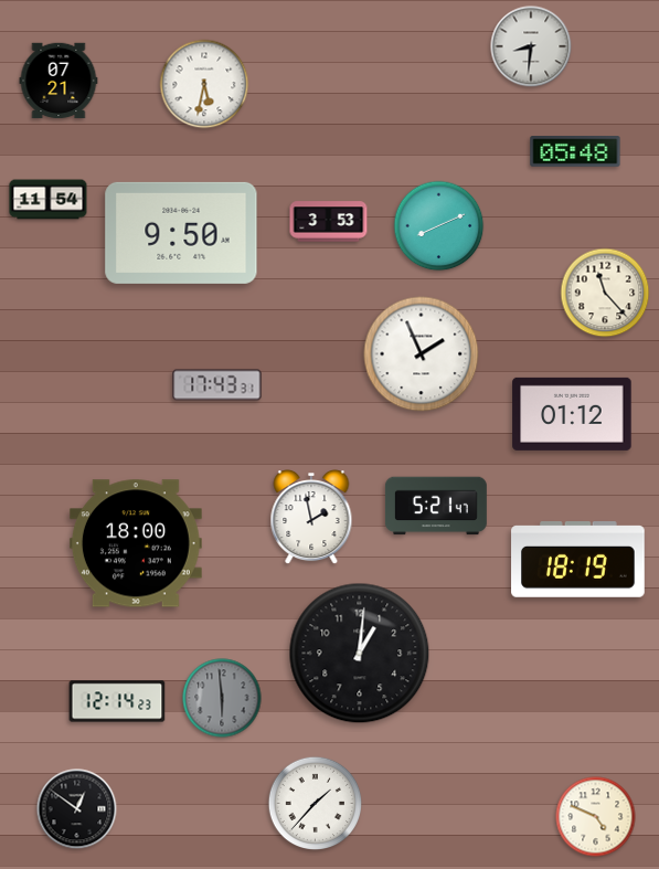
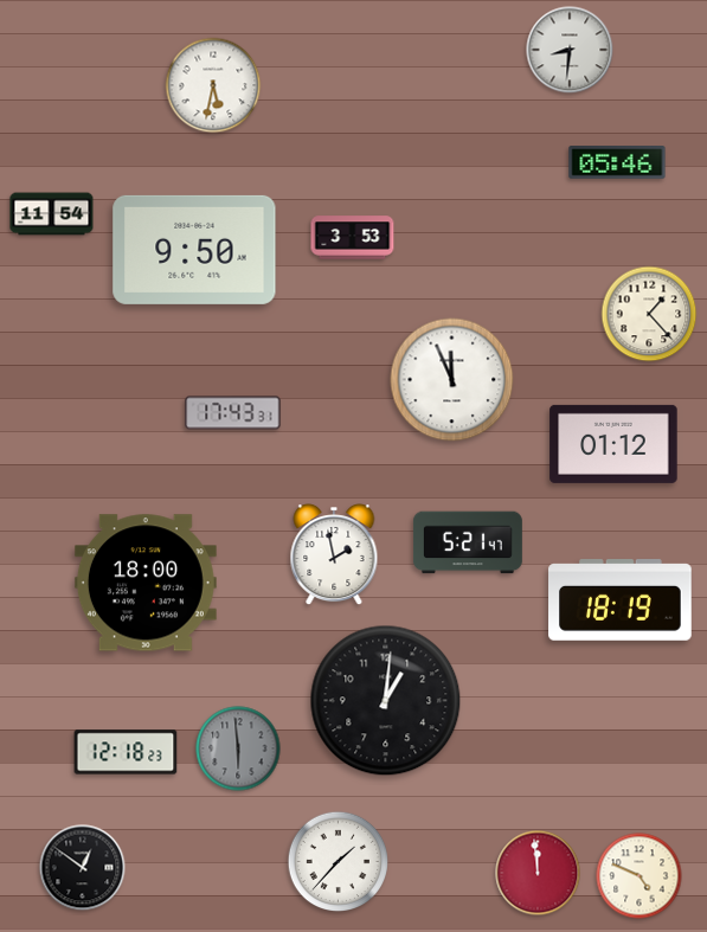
clock at (59, 81): 07:21 -> none
clock at (204, 84) position: (204, 84) -> (213, 85)
clock at (575, 151): 05:48 -> 05:46
clock at (439, 226): 8:11 -> none
clock at (605, 293): 11:23 -> 1:23
clock at (422, 354): 1:56 -> 11:56
clock at (117, 701): 12:14 -> 12:18
clock at (538, 873): none -> 11:59
